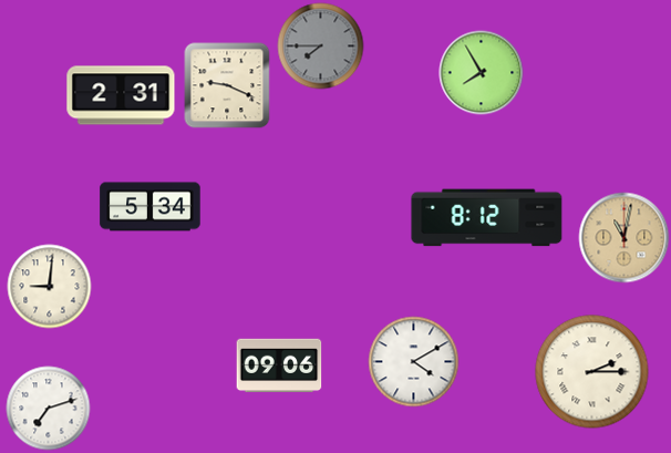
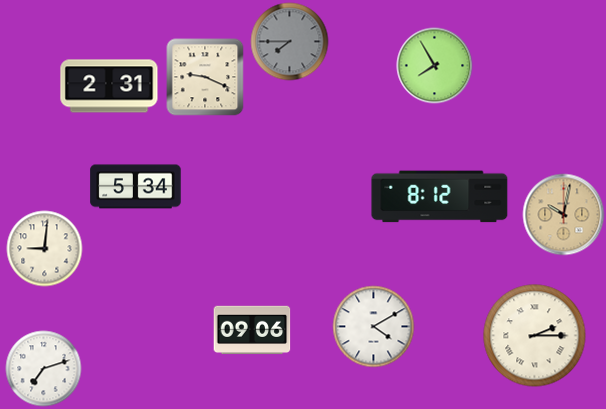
clock at (624, 238): 11:02 -> 10:02
clock at (50, 287) position: (50, 287) -> (45, 249)
